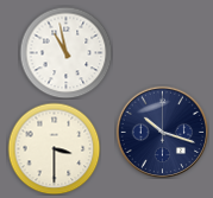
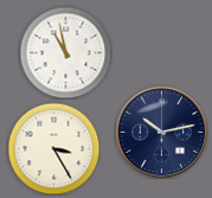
clock at (162, 132): 10:18 -> 10:13
clock at (54, 148): 3:30 -> 3:25
